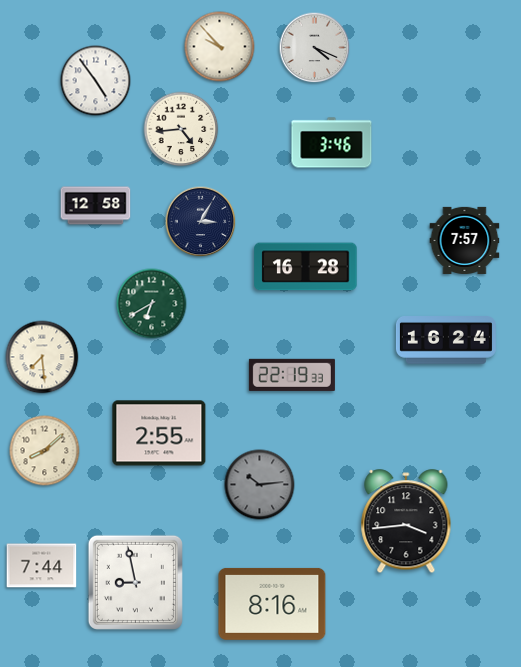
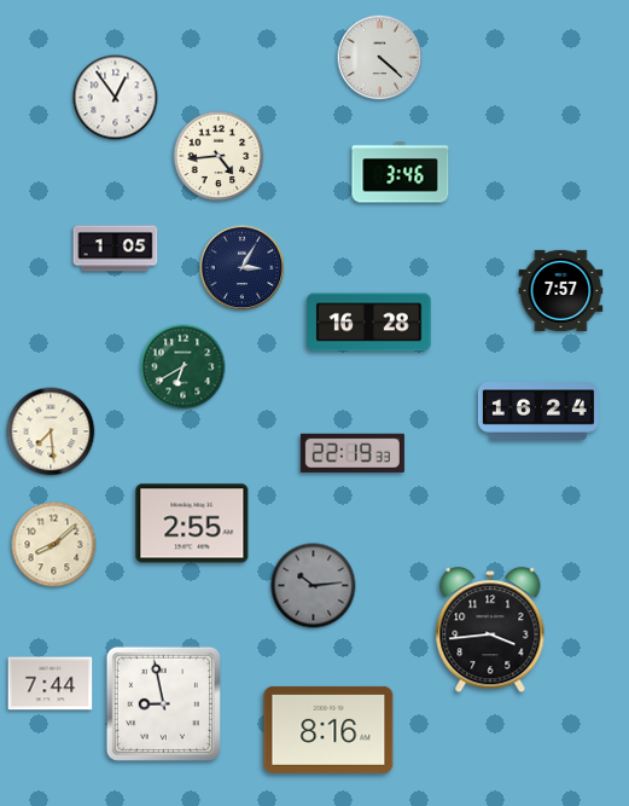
clock at (220, 47): 9:53 -> none
clock at (315, 48): 4:19 -> 4:22
clock at (96, 81): 4:54 -> 12:54
clock at (96, 206): 12:58 -> 1:05
